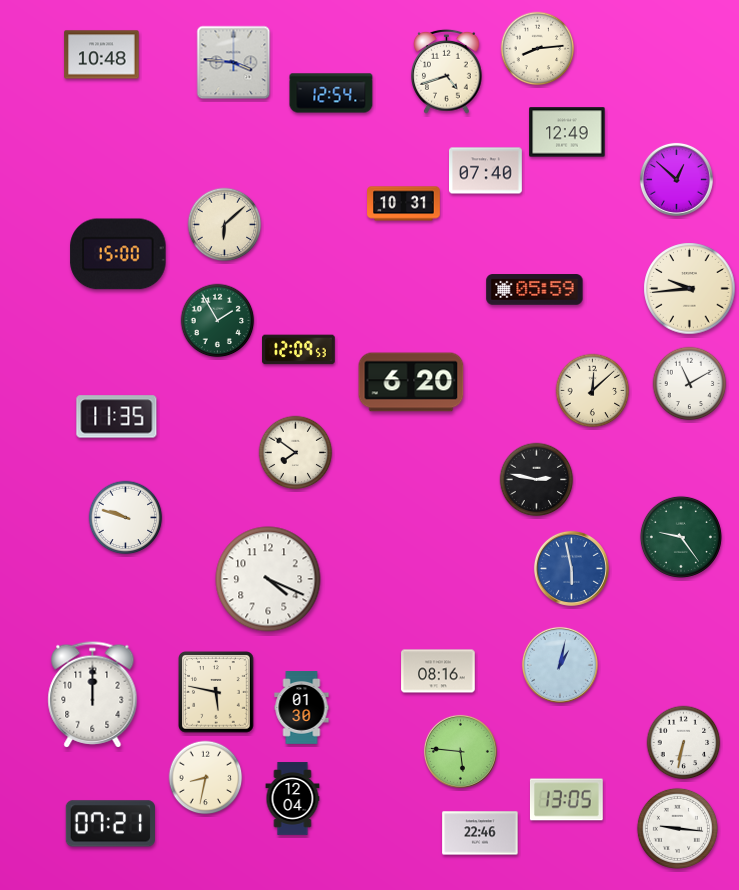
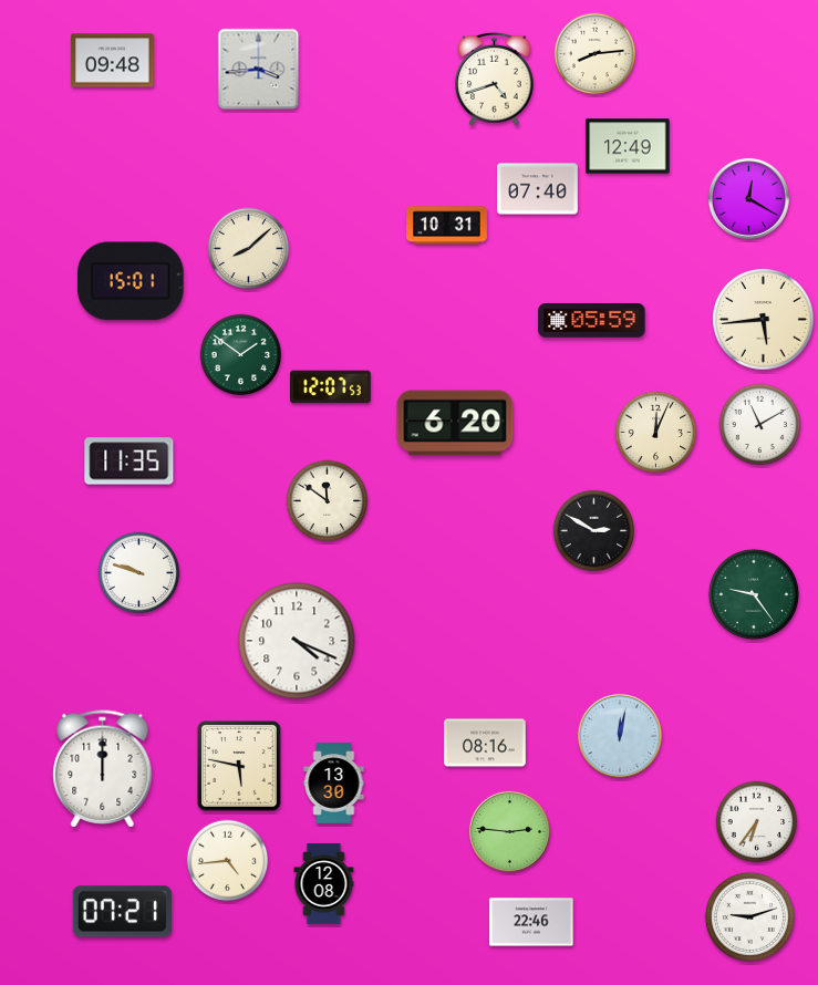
clock at (102, 55): 10:48 -> 09:48
clock at (234, 63): 3:46 -> 3:44
clock at (331, 93): 12:54 -> none
clock at (676, 179): 12:52 -> 12:20
clock at (225, 225): 6:08 -> 8:08
clock at (118, 254): 15:00 -> 15:01
clock at (690, 289): 9:44 -> 5:44
clock at (218, 321): 1:55 -> 1:51
clock at (299, 350): 12:09 -> 12:07
clock at (690, 384) position: (690, 384) -> (760, 425)
clock at (593, 391): 12:08 -> 12:04
clock at (296, 453): 7:51 -> 11:51
clock at (537, 480): 2:47 -> 2:50
clock at (571, 568): 5:58 -> none
clock at (560, 665): 1:02 -> 12:02
clock at (302, 708): 01:30 -> 13:30
clock at (684, 743): 6:32 -> 6:36
clock at (460, 751): 5:46 -> 2:46
clock at (206, 778): 8:32 -> 4:44
clock at (293, 799): 12:04 -> 12:08
clock at (566, 800): 13:05 -> none
clock at (677, 828): 9:16 -> 9:12
